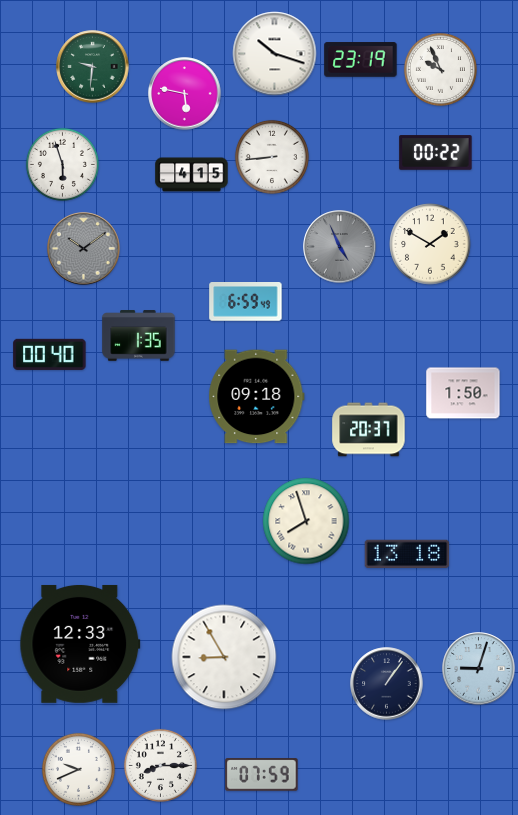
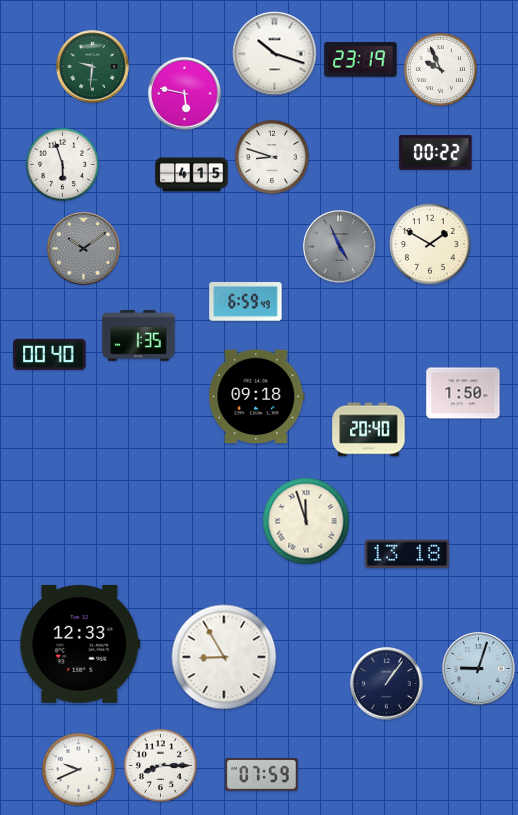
clock at (272, 157): 8:44 -> 8:48
clock at (369, 430): 20:37 -> 20:40
clock at (306, 521): 7:57 -> 11:57
